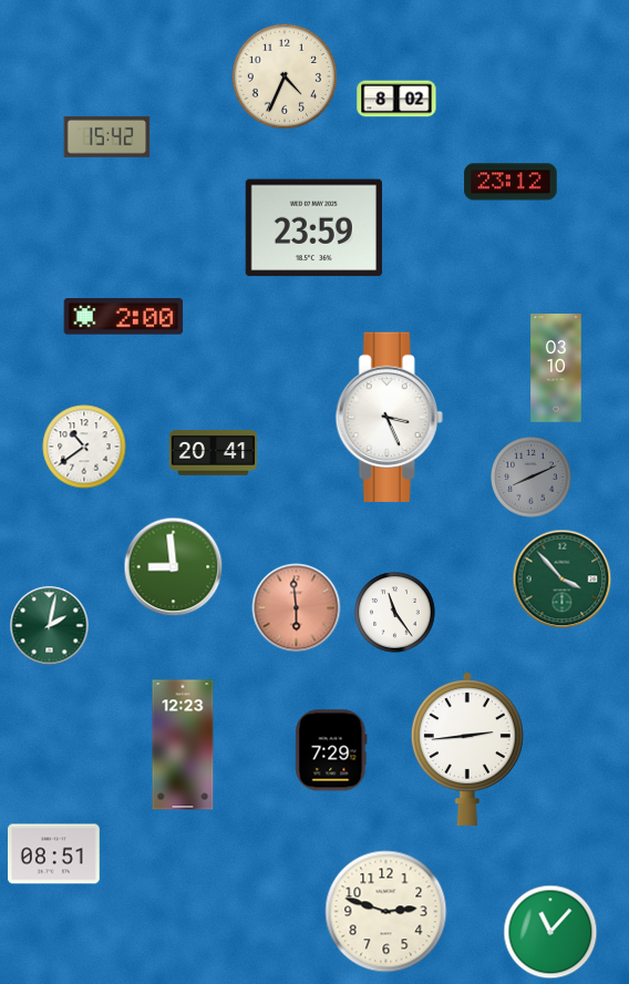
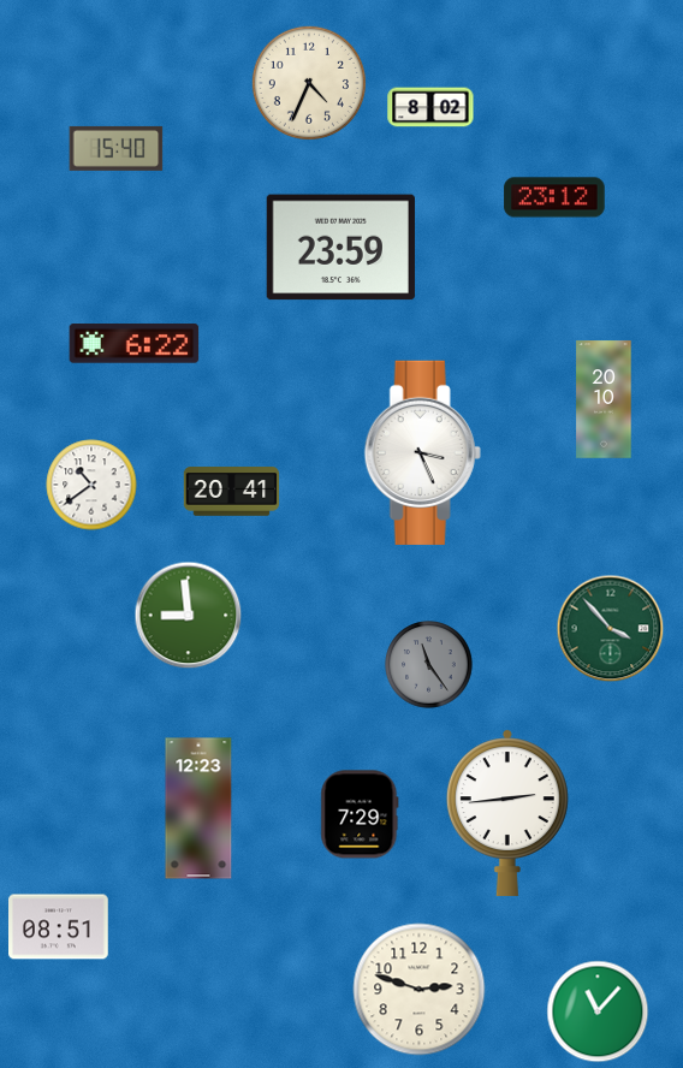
clock at (107, 136): 15:42 -> 15:40
clock at (124, 317): 2:00 -> 6:22
clock at (556, 368): 03:10 -> 20:10
clock at (532, 478): 8:11 -> none
clock at (297, 608): 5:59 -> none
clock at (395, 613) dial: white -> grey
clock at (50, 626): 2:02 -> none
